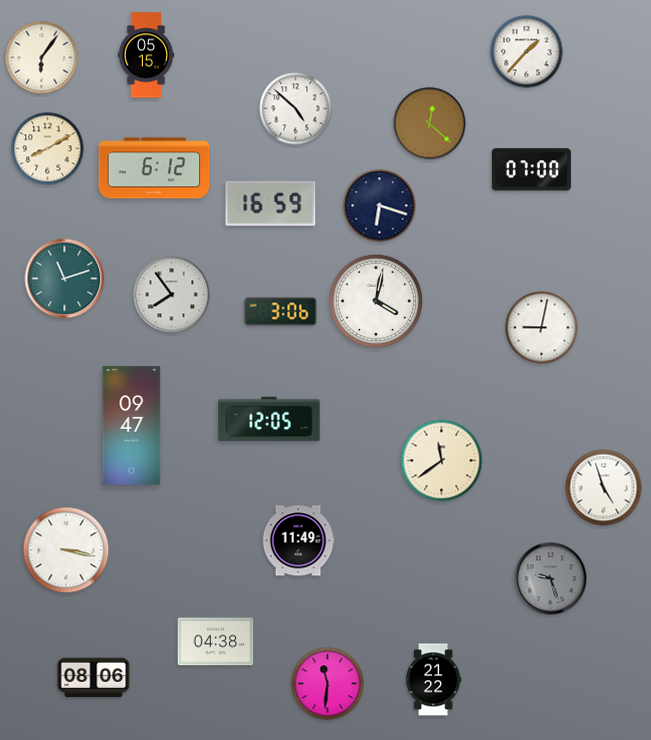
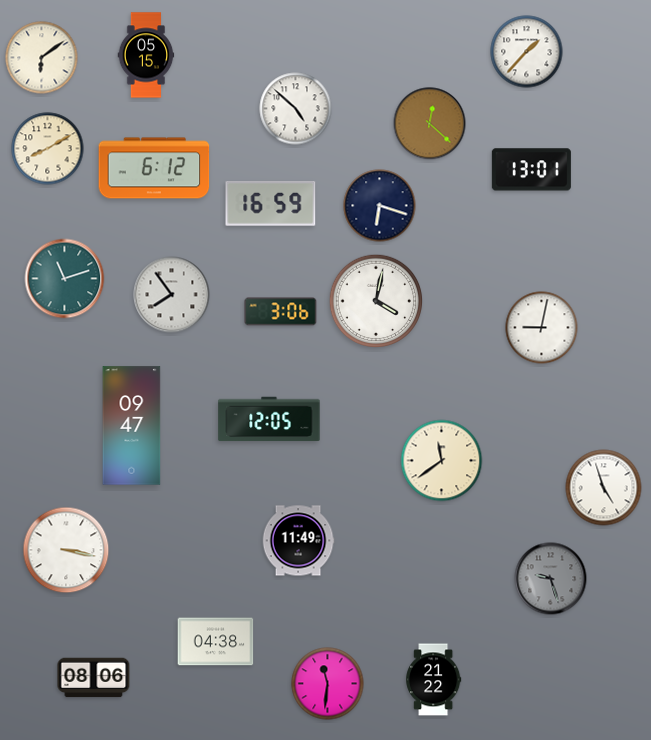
clock at (42, 58): 6:06 -> 6:09
clock at (531, 170): 07:00 -> 13:01
